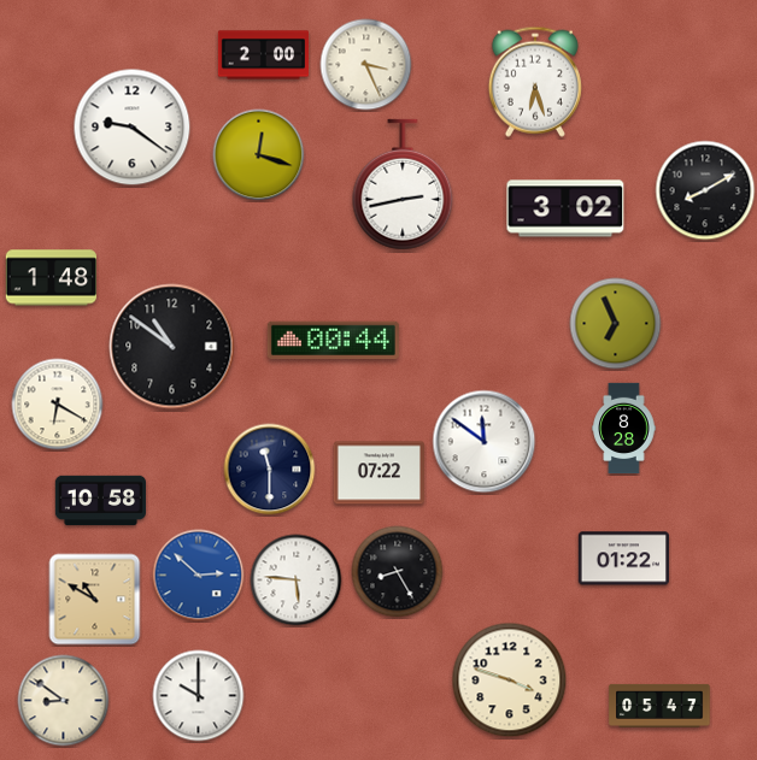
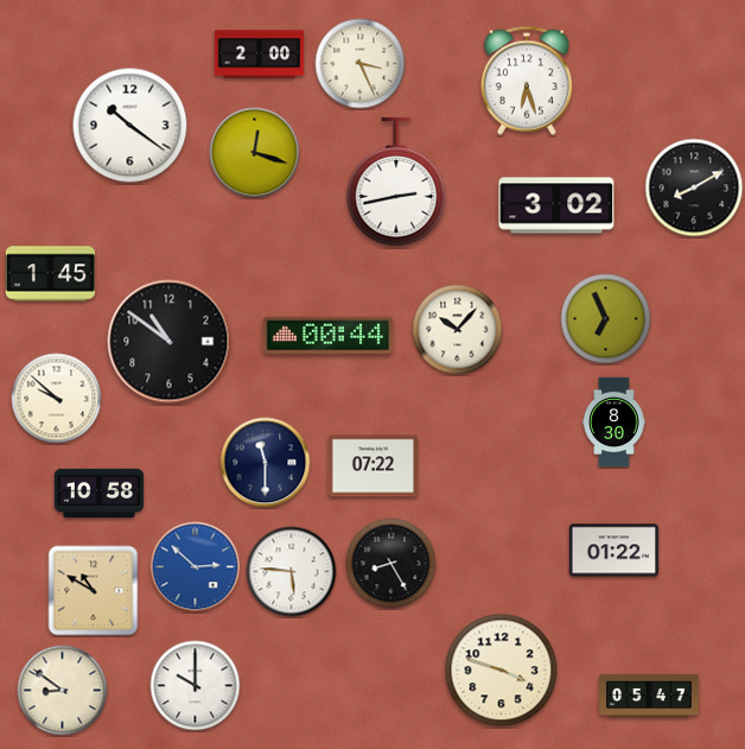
clock at (133, 128): 9:21 -> 10:21
clock at (51, 278): 1:48 -> 1:45
clock at (458, 330): none -> 10:07
clock at (58, 405): 6:20 -> 9:52
clock at (624, 429): 8:28 -> 8:30
clock at (485, 442): 11:51 -> none
